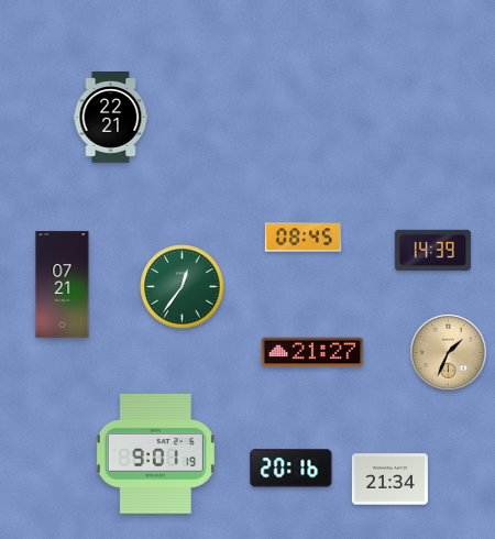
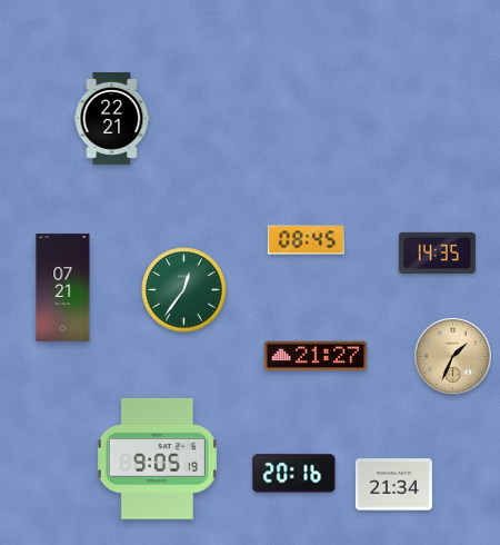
clock at (432, 250): 14:39 -> 14:35
clock at (155, 454): 9:01 -> 9:05
